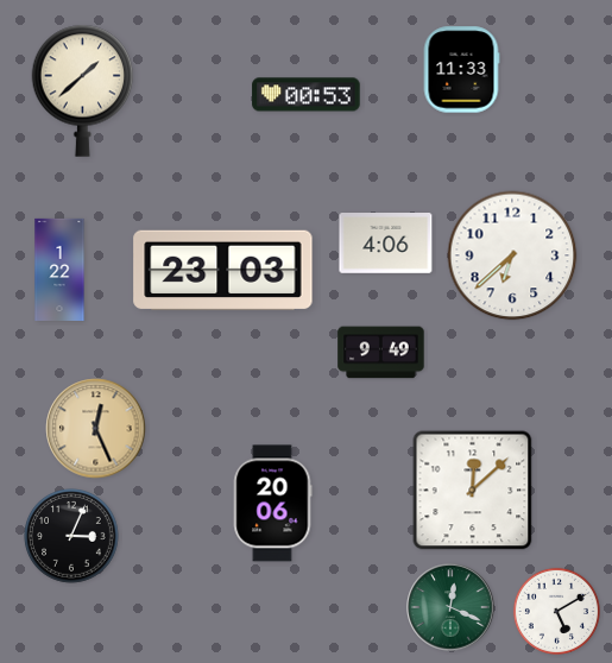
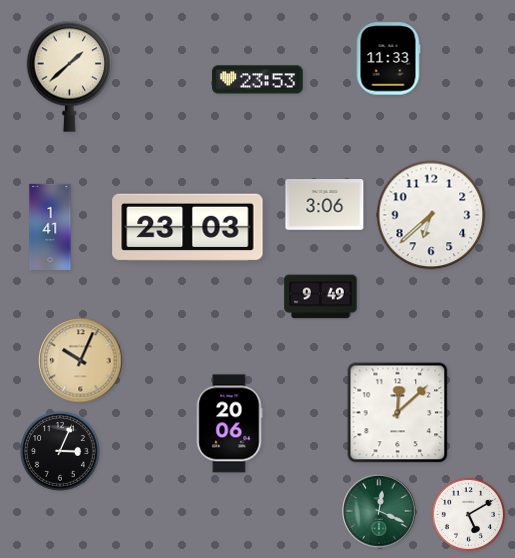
clock at (307, 95): 00:53 -> 23:53
clock at (386, 244): 4:06 -> 3:06
clock at (59, 269): 1:22 -> 1:41
clock at (96, 429): 12:26 -> 10:04
